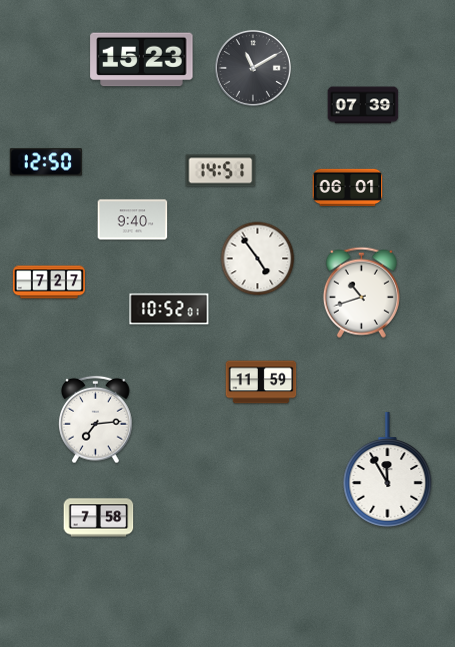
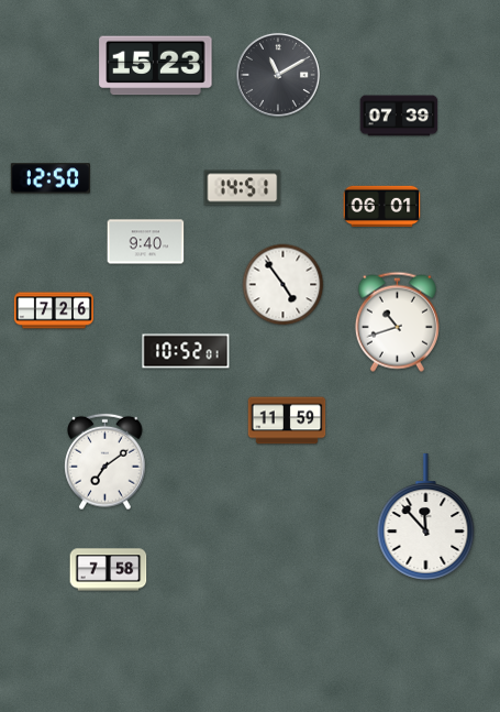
clock at (49, 282): 7:27 -> 7:26
clock at (169, 309) position: (169, 309) -> (186, 351)
clock at (96, 420): 7:14 -> 7:09
clock at (388, 470): 11:55 -> 11:53
